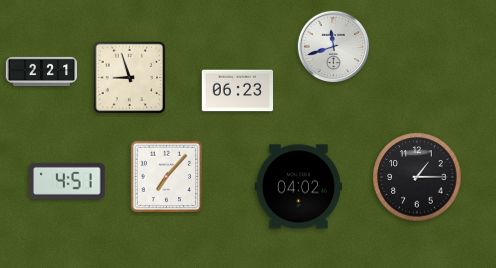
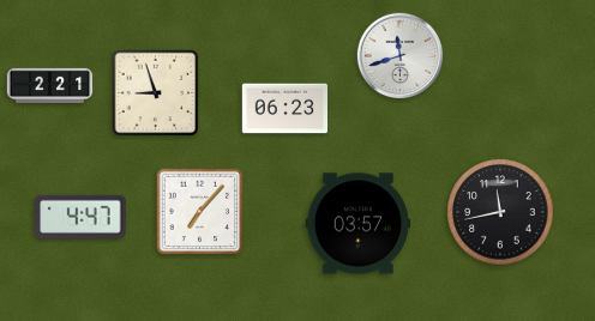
clock at (417, 177): 1:15 -> 11:43
clock at (67, 181): 4:51 -> 4:47
clock at (298, 187): 04:02 -> 03:57
